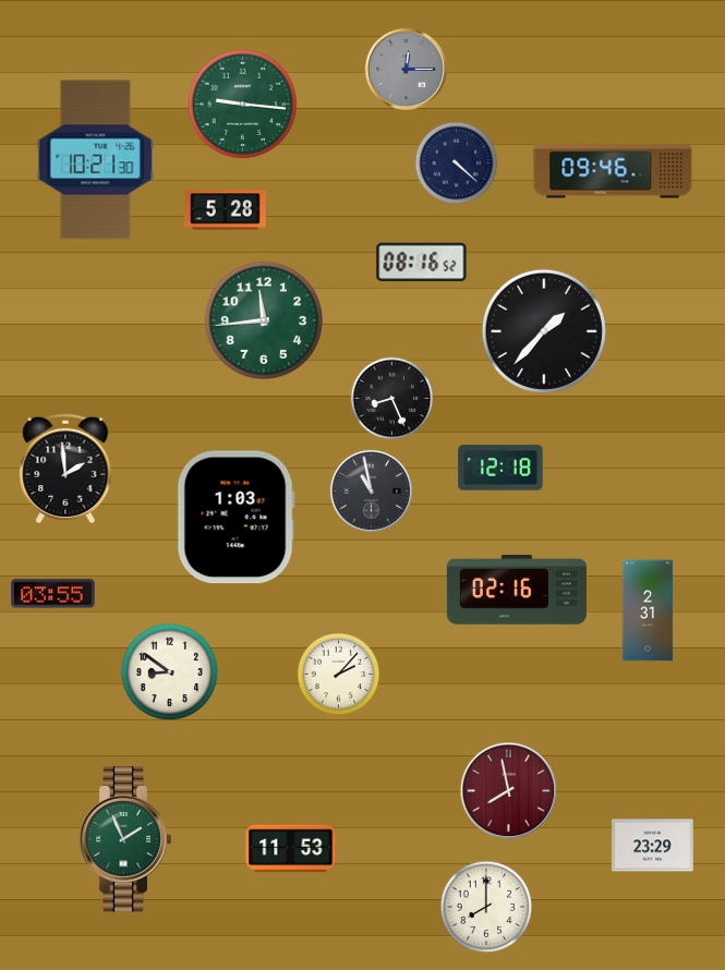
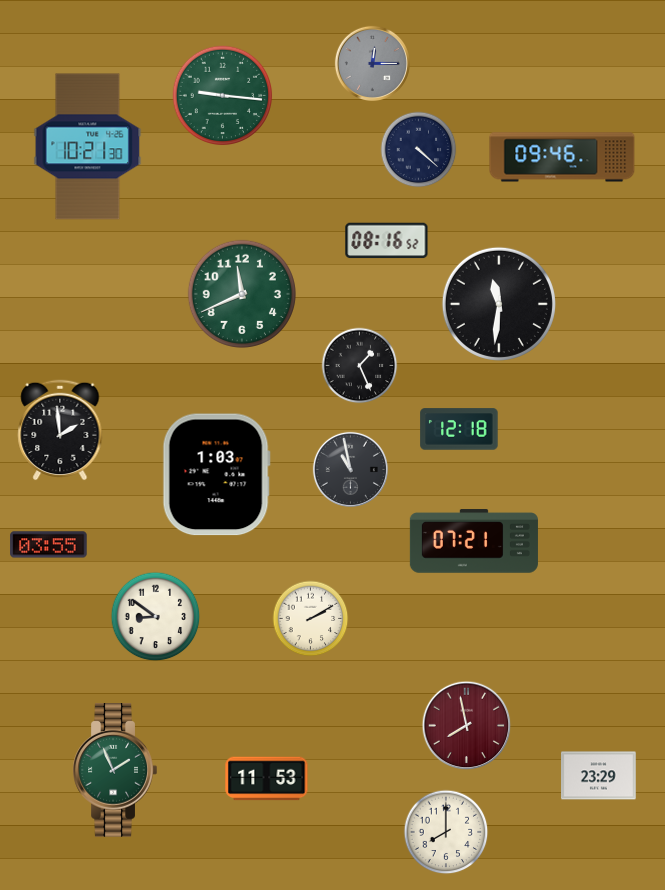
clock at (226, 210): 5:28 -> none
clock at (264, 320): 11:44 -> 11:41
clock at (544, 331): 1:37 -> 11:31
clock at (392, 399): 8:26 -> 1:26
clock at (371, 490) position: (371, 490) -> (350, 469)
clock at (517, 590): 02:16 -> 07:21
clock at (648, 610): 2:31 -> none
clock at (339, 675): 2:07 -> 2:10
